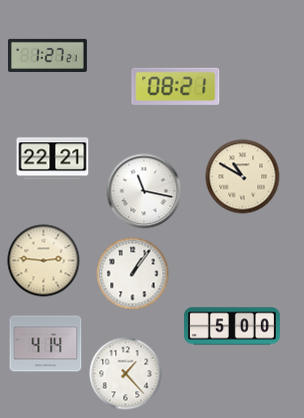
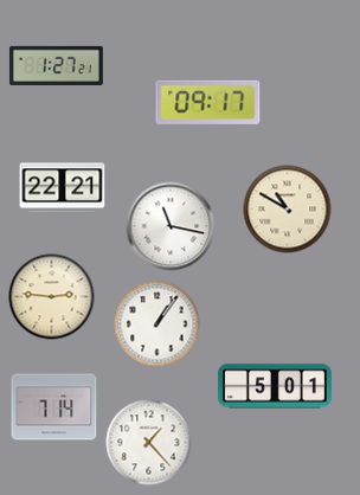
clock at (176, 86): 08:21 -> 09:17
clock at (44, 261) position: (44, 261) -> (52, 297)
clock at (232, 326): 5:00 -> 5:01
clock at (46, 344): 4:14 -> 7:14
